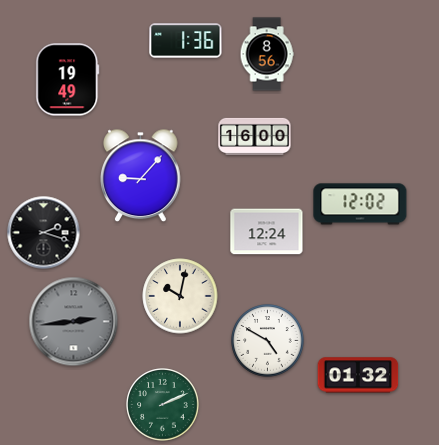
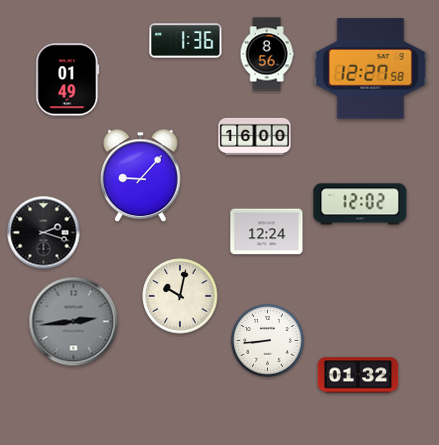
clock at (371, 69): none -> 12:27
clock at (68, 80): 19:49 -> 01:49
clock at (268, 341): 4:50 -> 8:44
clock at (163, 405): 2:11 -> none
